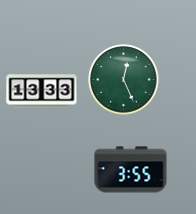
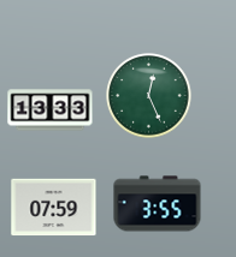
clock at (54, 208): none -> 07:59
